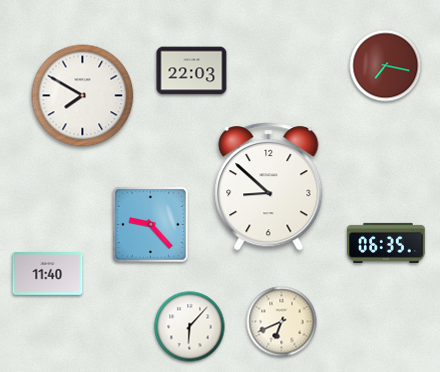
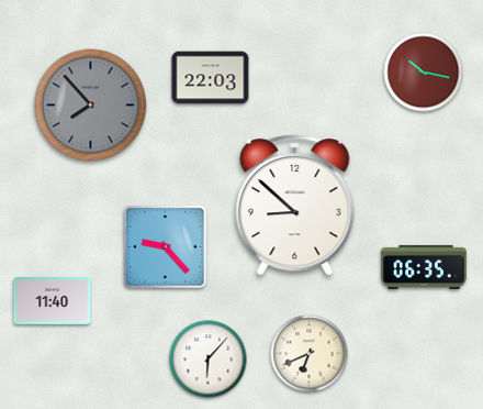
clock at (386, 66): 7:17 -> 10:17
clock at (83, 96): 7:50 -> 7:53
clock at (83, 96) dial: white -> grey
